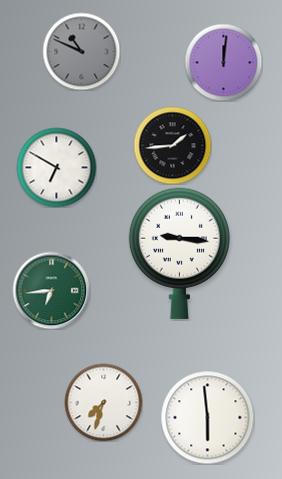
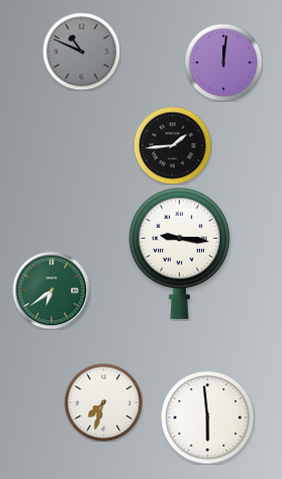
clock at (56, 167): 6:50 -> none
clock at (51, 290): 6:44 -> 6:39
